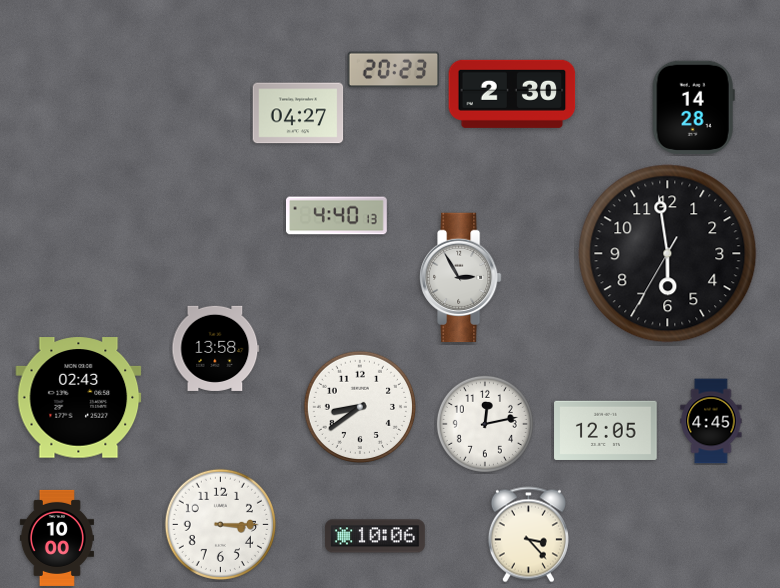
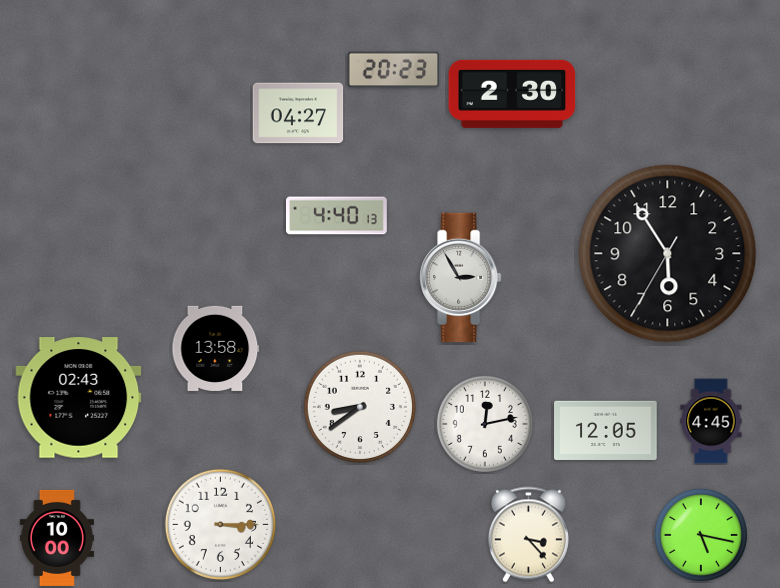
clock at (693, 107): 14:28 -> none
clock at (668, 254): 5:58 -> 5:54
clock at (701, 535): none -> 5:17
clock at (375, 536): 10:06 -> none
